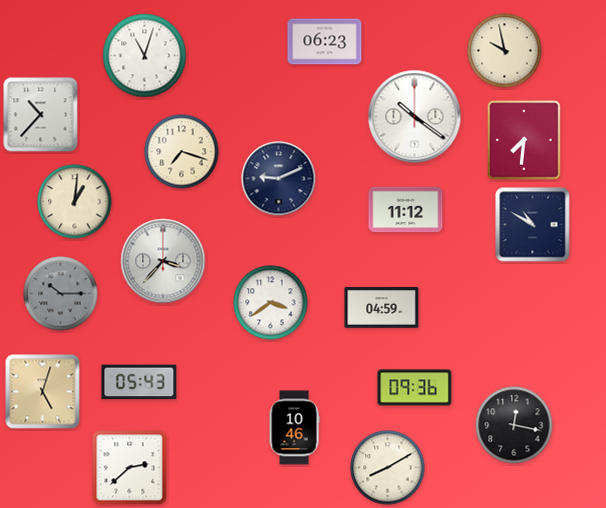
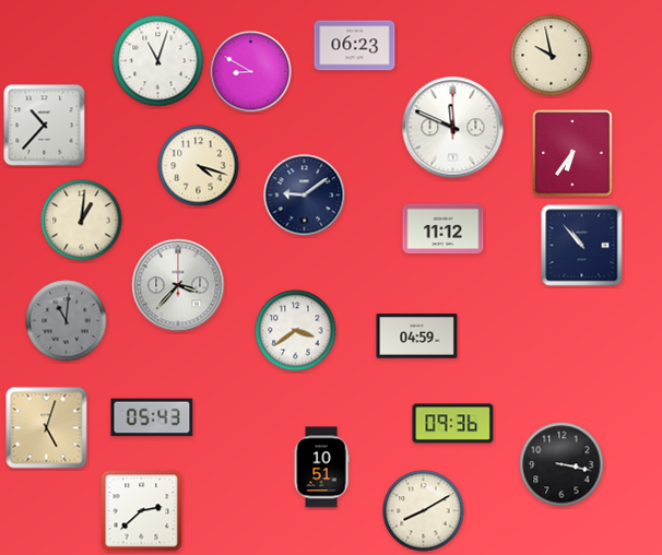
clock at (251, 72): none -> 8:50
clock at (415, 117): 10:21 -> 11:49
clock at (524, 140): 7:31 -> 6:36
clock at (182, 152): 7:18 -> 4:18
clock at (279, 179): 9:11 -> 9:09
clock at (533, 225): 10:50 -> 10:53
clock at (61, 294): 10:15 -> 11:01
clock at (514, 425): 12:17 -> 3:17
clock at (294, 428): 10:46 -> 10:51
